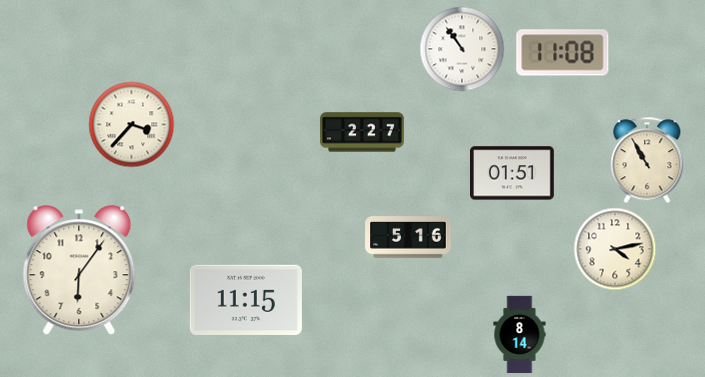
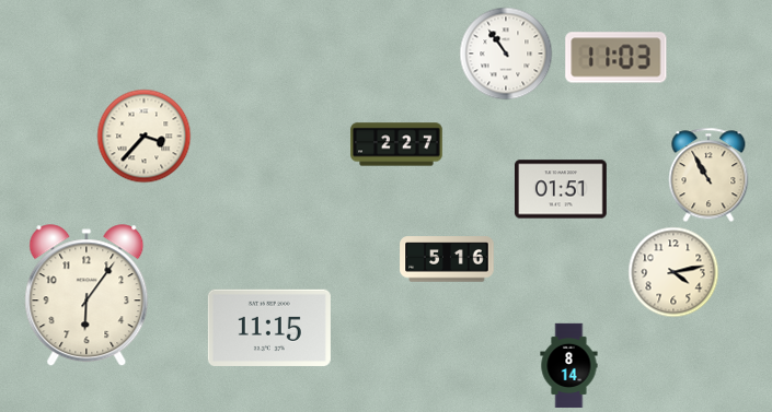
clock at (563, 53): 11:08 -> 11:03
